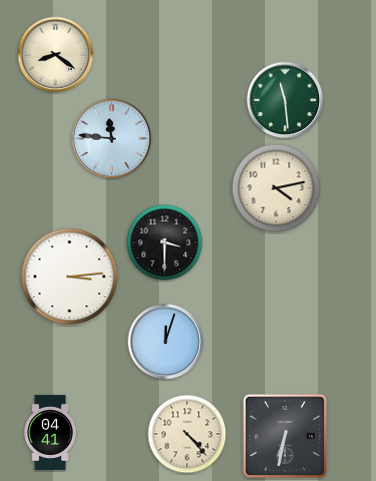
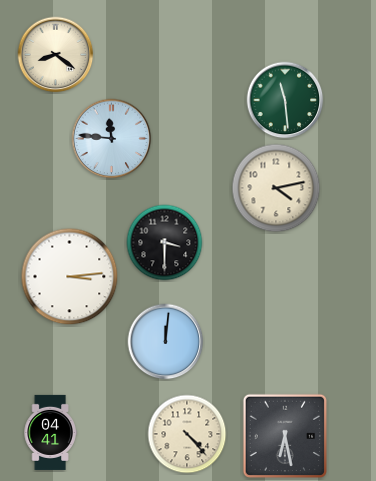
clock at (166, 342): 12:03 -> 12:01
clock at (284, 435): 6:32 -> 6:28
